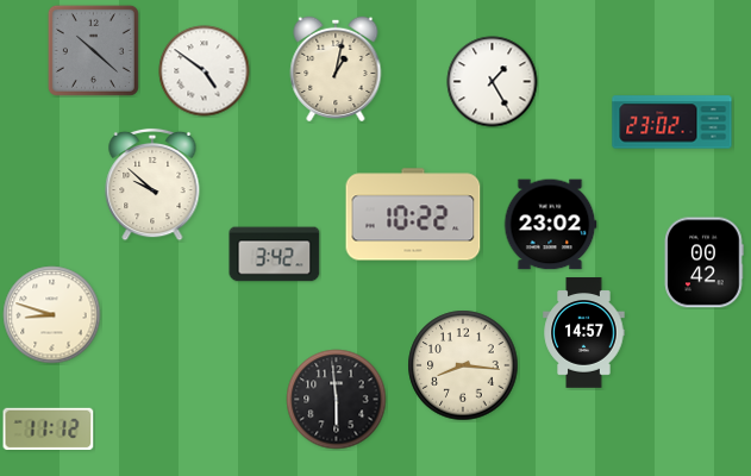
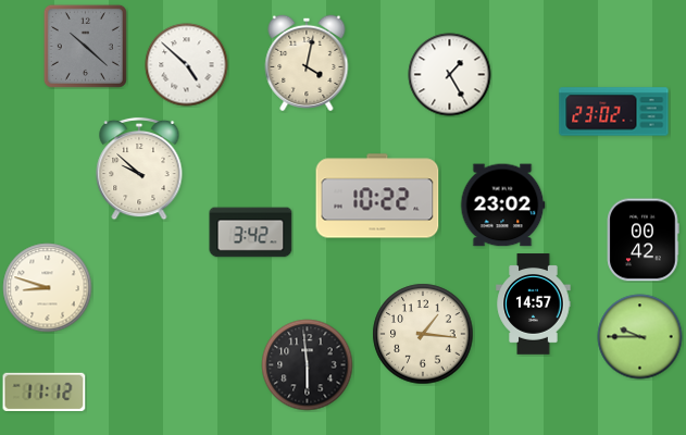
clock at (336, 68): 1:02 -> 4:02
clock at (205, 71): 4:51 -> 4:52
clock at (463, 365): 8:16 -> 1:16
clock at (640, 337): none -> 9:45
